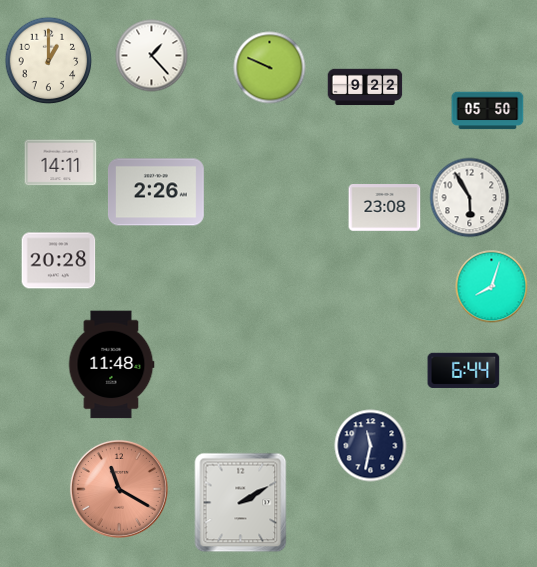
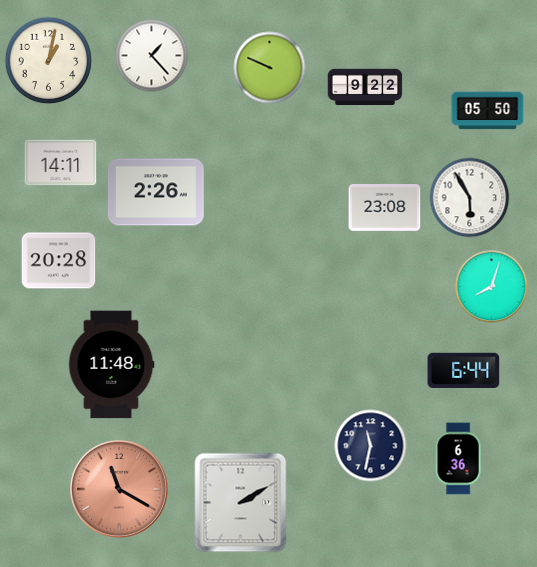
clock at (49, 61): 1:00 -> 1:02
clock at (458, 459): none -> 6:36
